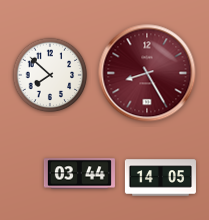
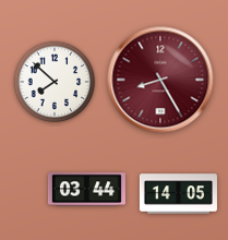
clock at (160, 178) position: (160, 178) -> (178, 194)
